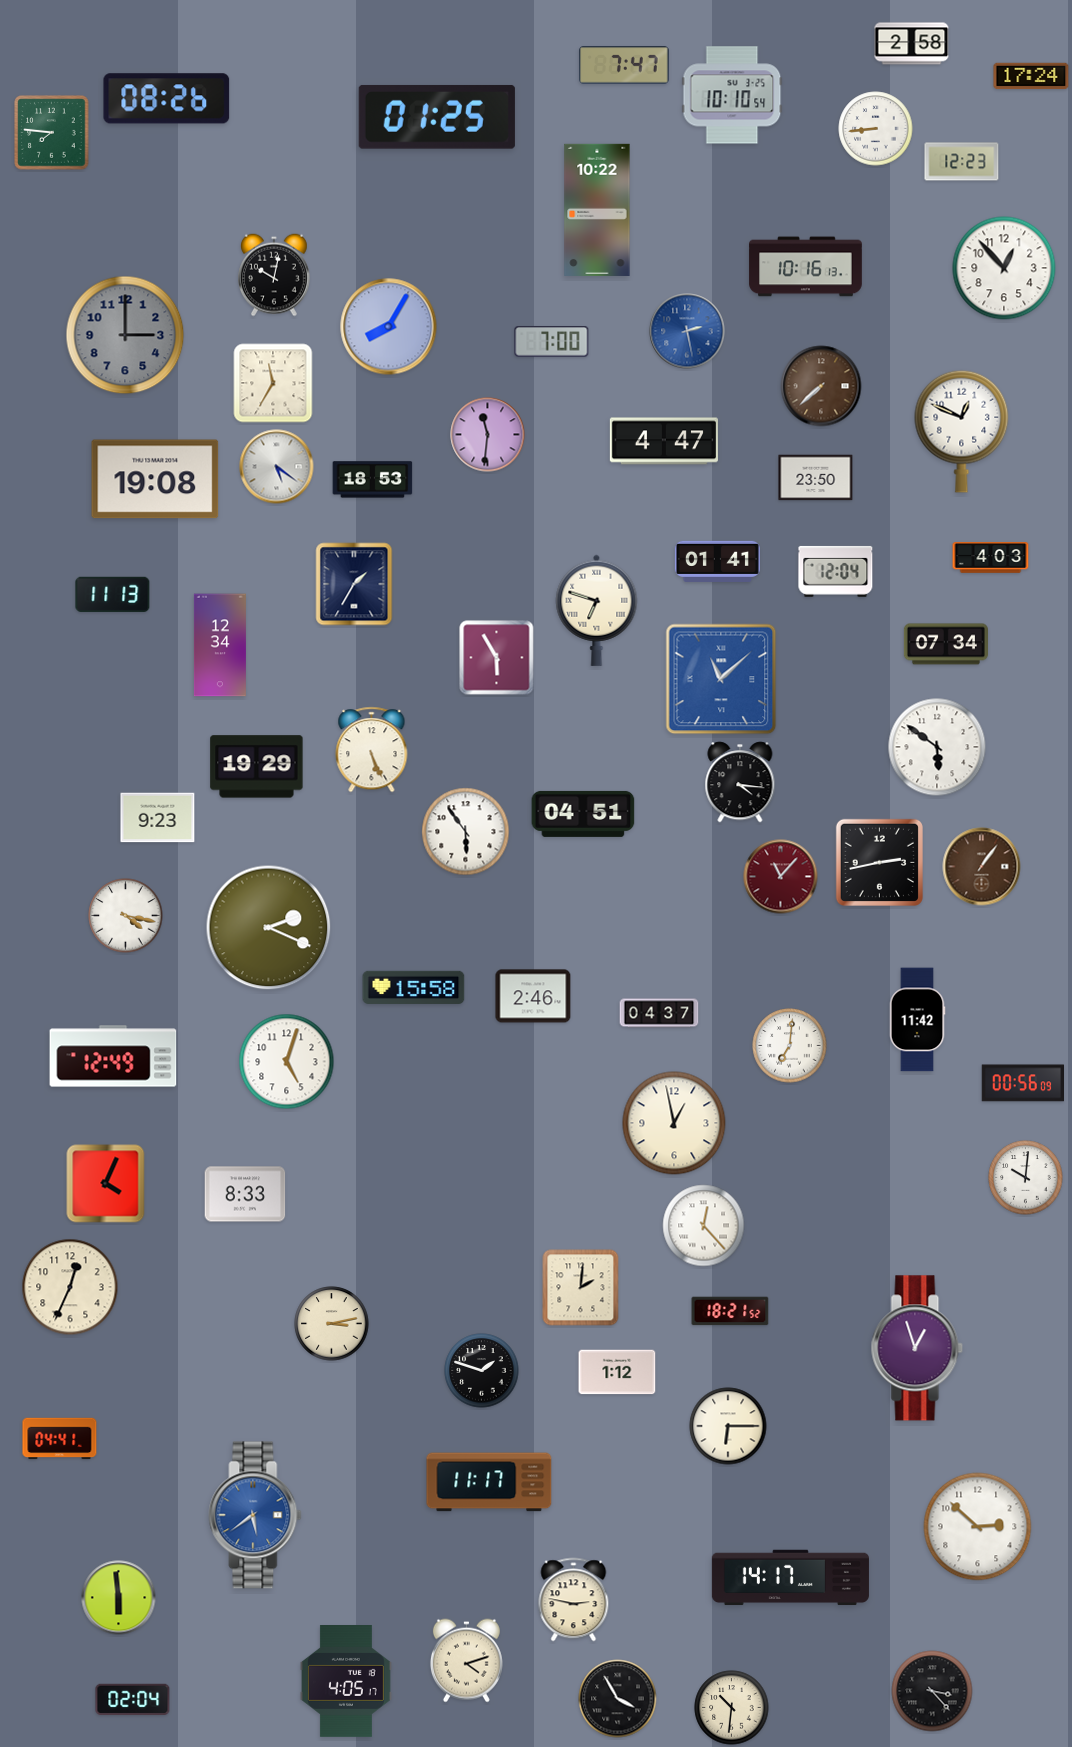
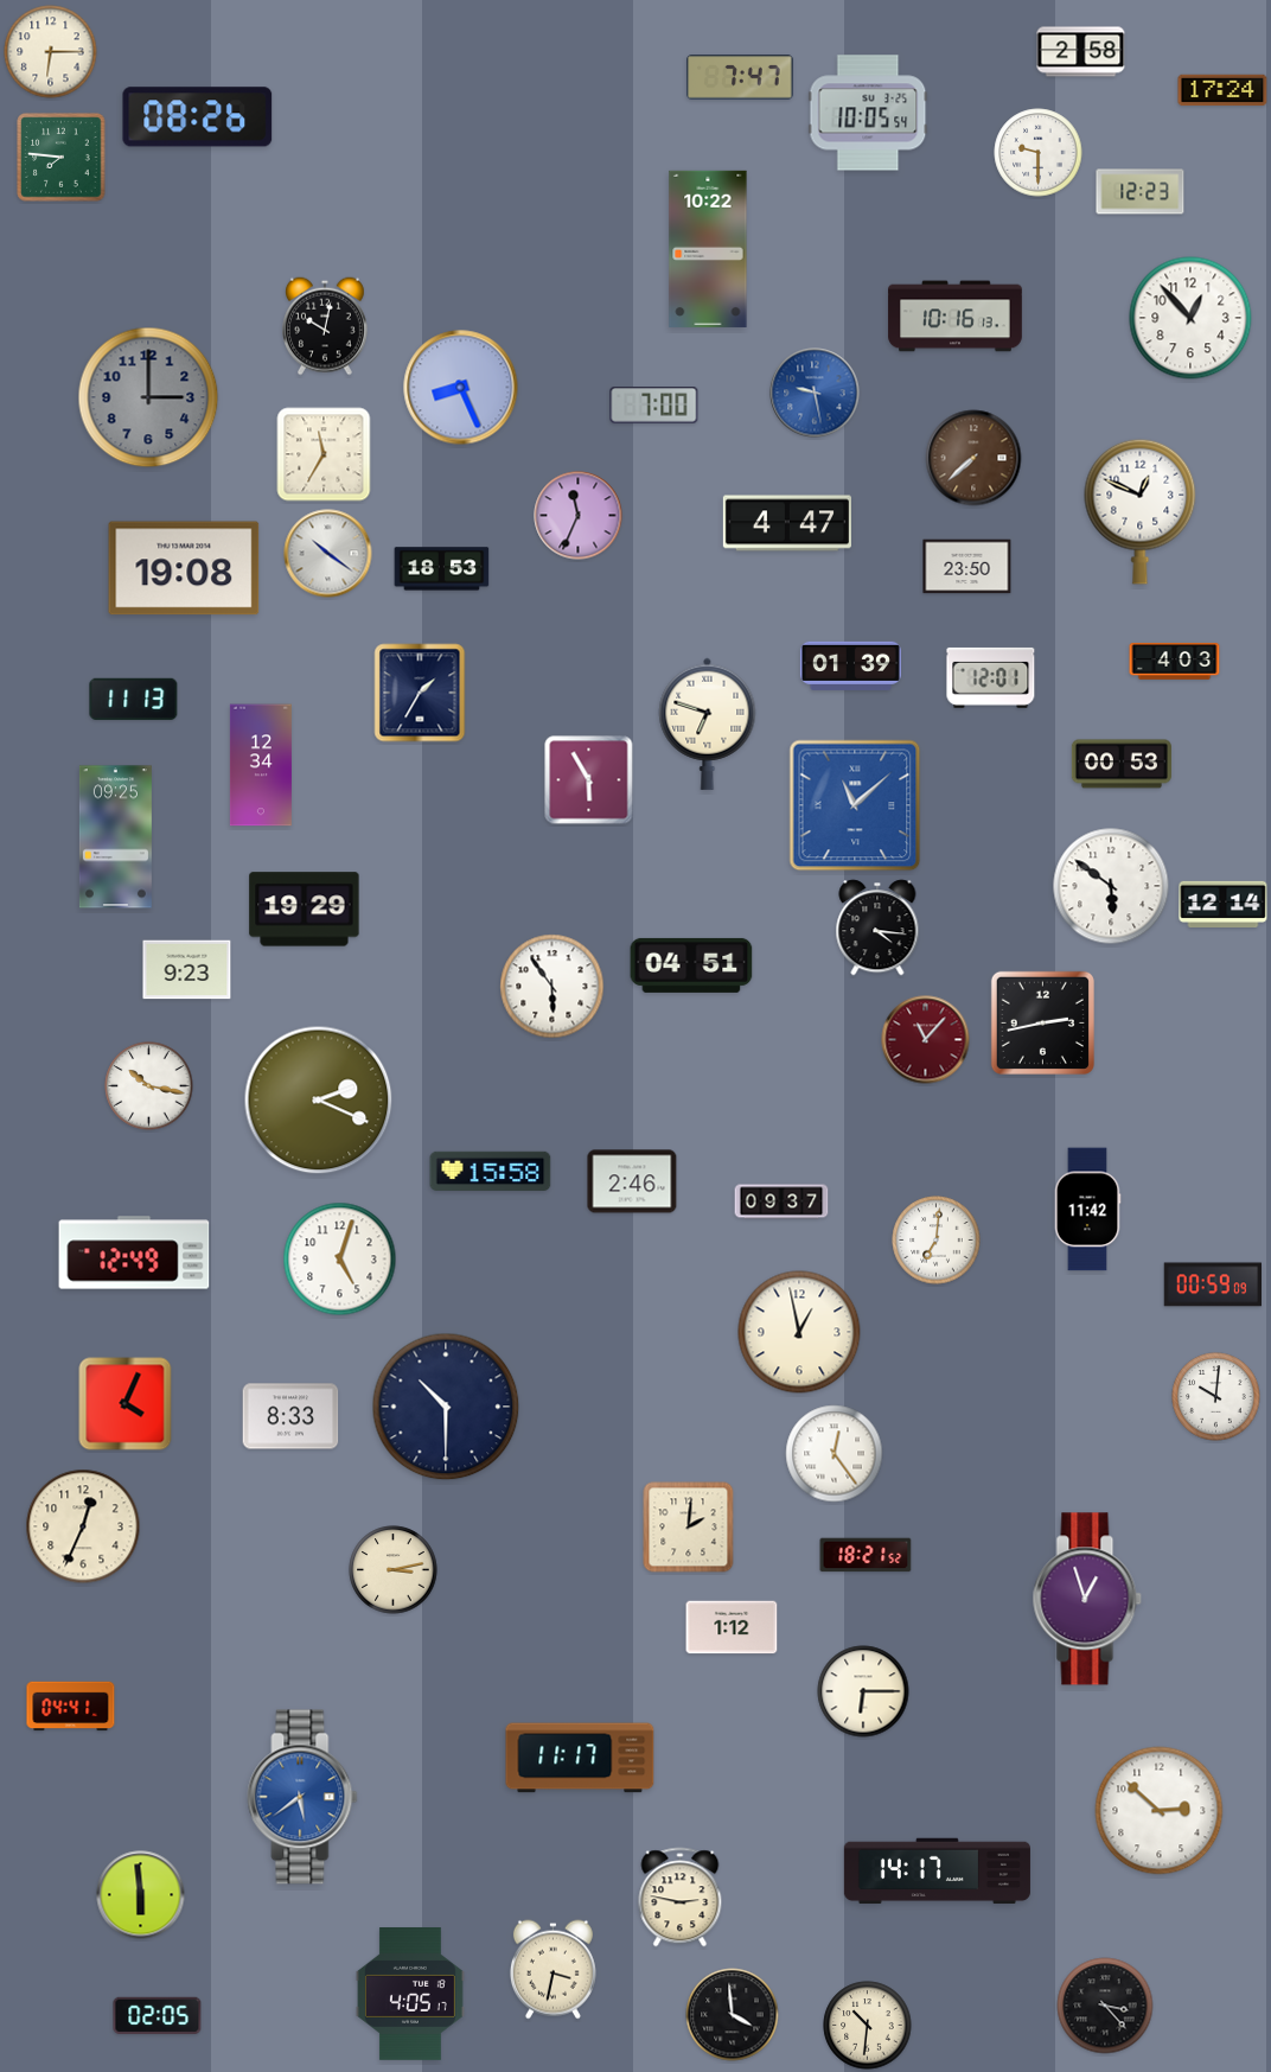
clock at (51, 52): none -> 6:15
clock at (732, 95): 10:10 -> 10:05
clock at (437, 117): 01:25 -> none
clock at (876, 129): 8:44 -> 9:30
clock at (389, 327): 8:05 -> 8:26
clock at (687, 331): 2:28 -> 9:28
clock at (488, 435): 11:31 -> 11:34
clock at (277, 467): 5:21 -> 10:21
clock at (717, 561): 01:41 -> 01:39
clock at (836, 571): 12:04 -> 12:01
clock at (113, 594) position: (113, 594) -> (134, 699)
clock at (946, 644): 07:34 -> 00:53
clock at (115, 837): none -> 09:25
clock at (372, 750): 5:26 -> none
clock at (1224, 904): none -> 12:14
clock at (982, 867): 1:06 -> none
clock at (126, 916): 4:17 -> 10:17
clock at (659, 1013): 04:37 -> 09:37
clock at (1022, 1083): 00:56 -> 00:59
clock at (446, 1407): none -> 10:30
clock at (704, 1226): 12:23 -> 12:24
clock at (482, 1371): 1:48 -> none
clock at (466, 1661): 4:12 -> 3:32
clock at (133, 1699): 02:04 -> 02:05
clock at (618, 1699): 3:55 -> 3:59
